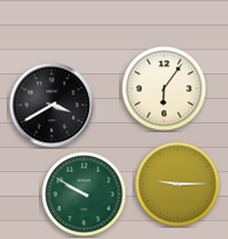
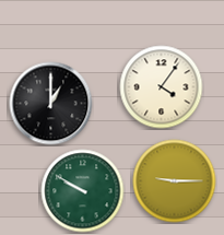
clock at (165, 89): 6:06 -> 4:06
clock at (52, 106): 3:40 -> 1:00
